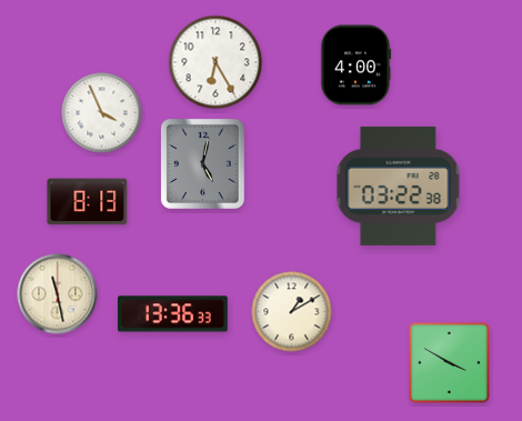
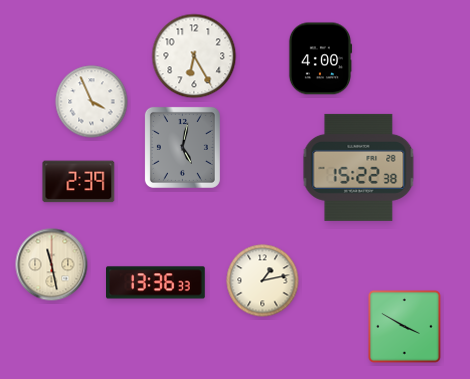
clock at (399, 186): 03:22 -> 15:22
clock at (88, 202): 8:13 -> 2:39
clock at (292, 312): 1:10 -> 1:13
